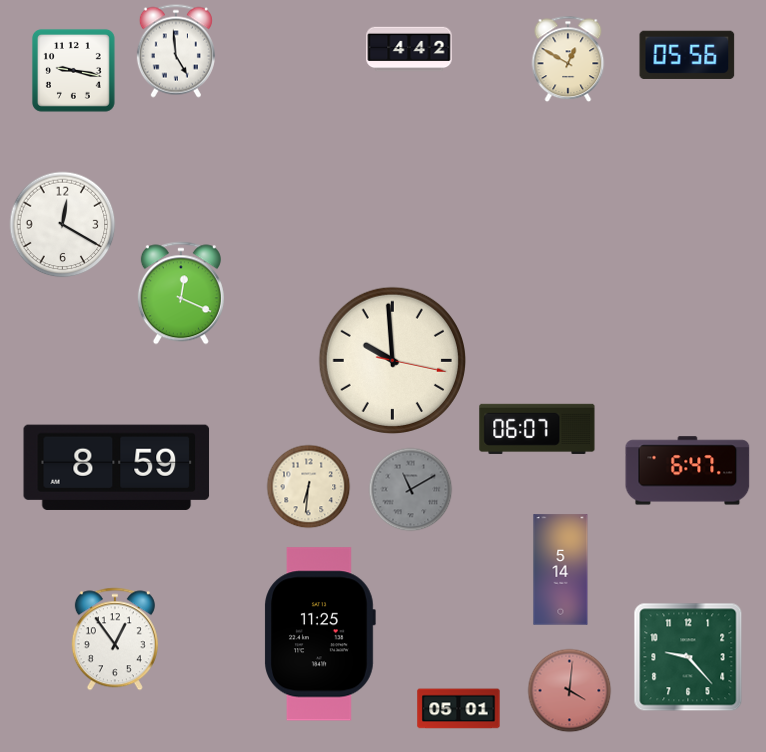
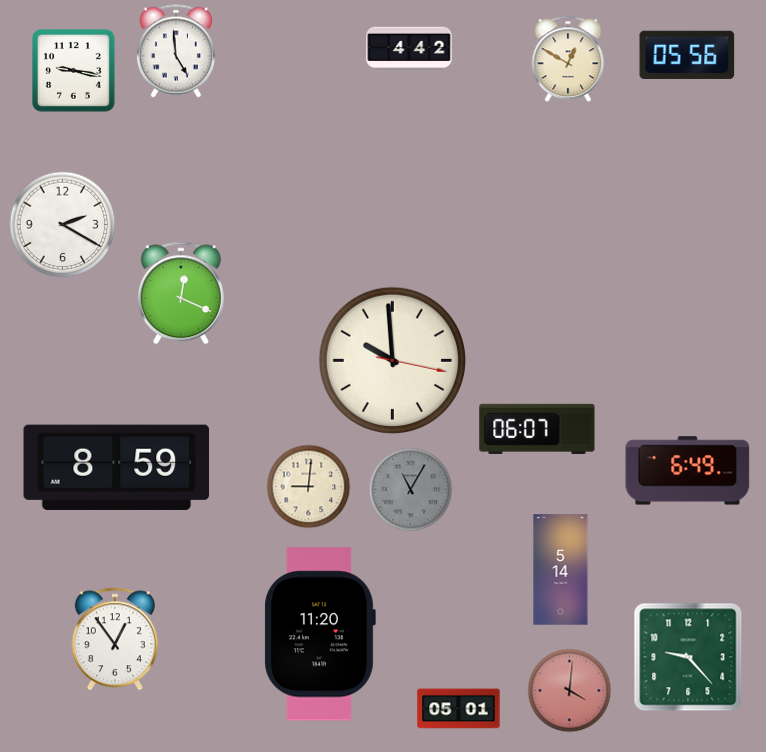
clock at (63, 225): 12:20 -> 2:20
clock at (688, 471): 6:47 -> 6:49
clock at (309, 487): 6:31 -> 9:01
clock at (411, 490): 11:10 -> 11:05
clock at (320, 634): 11:25 -> 11:20
